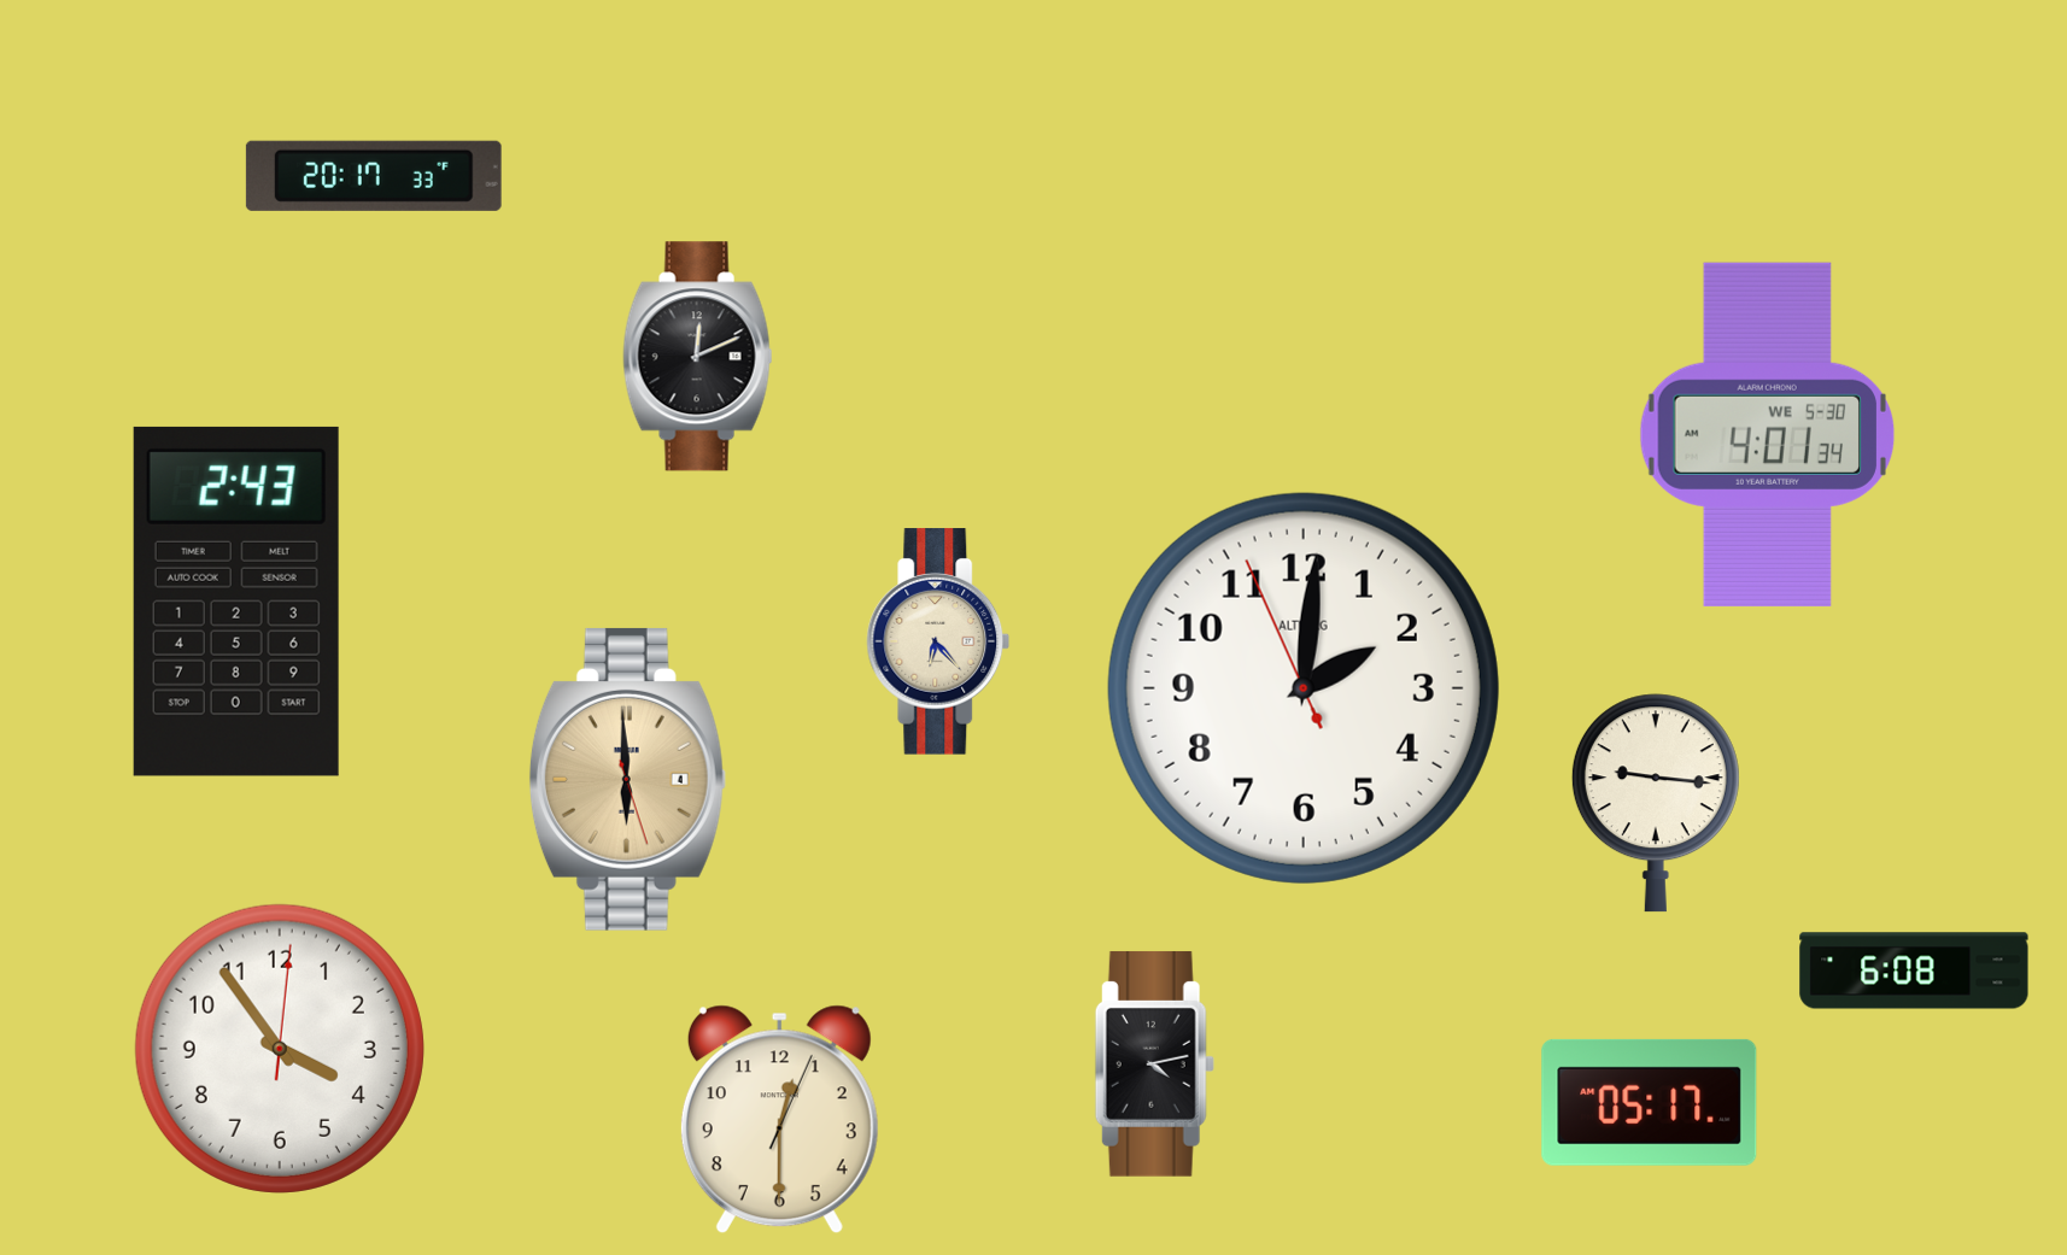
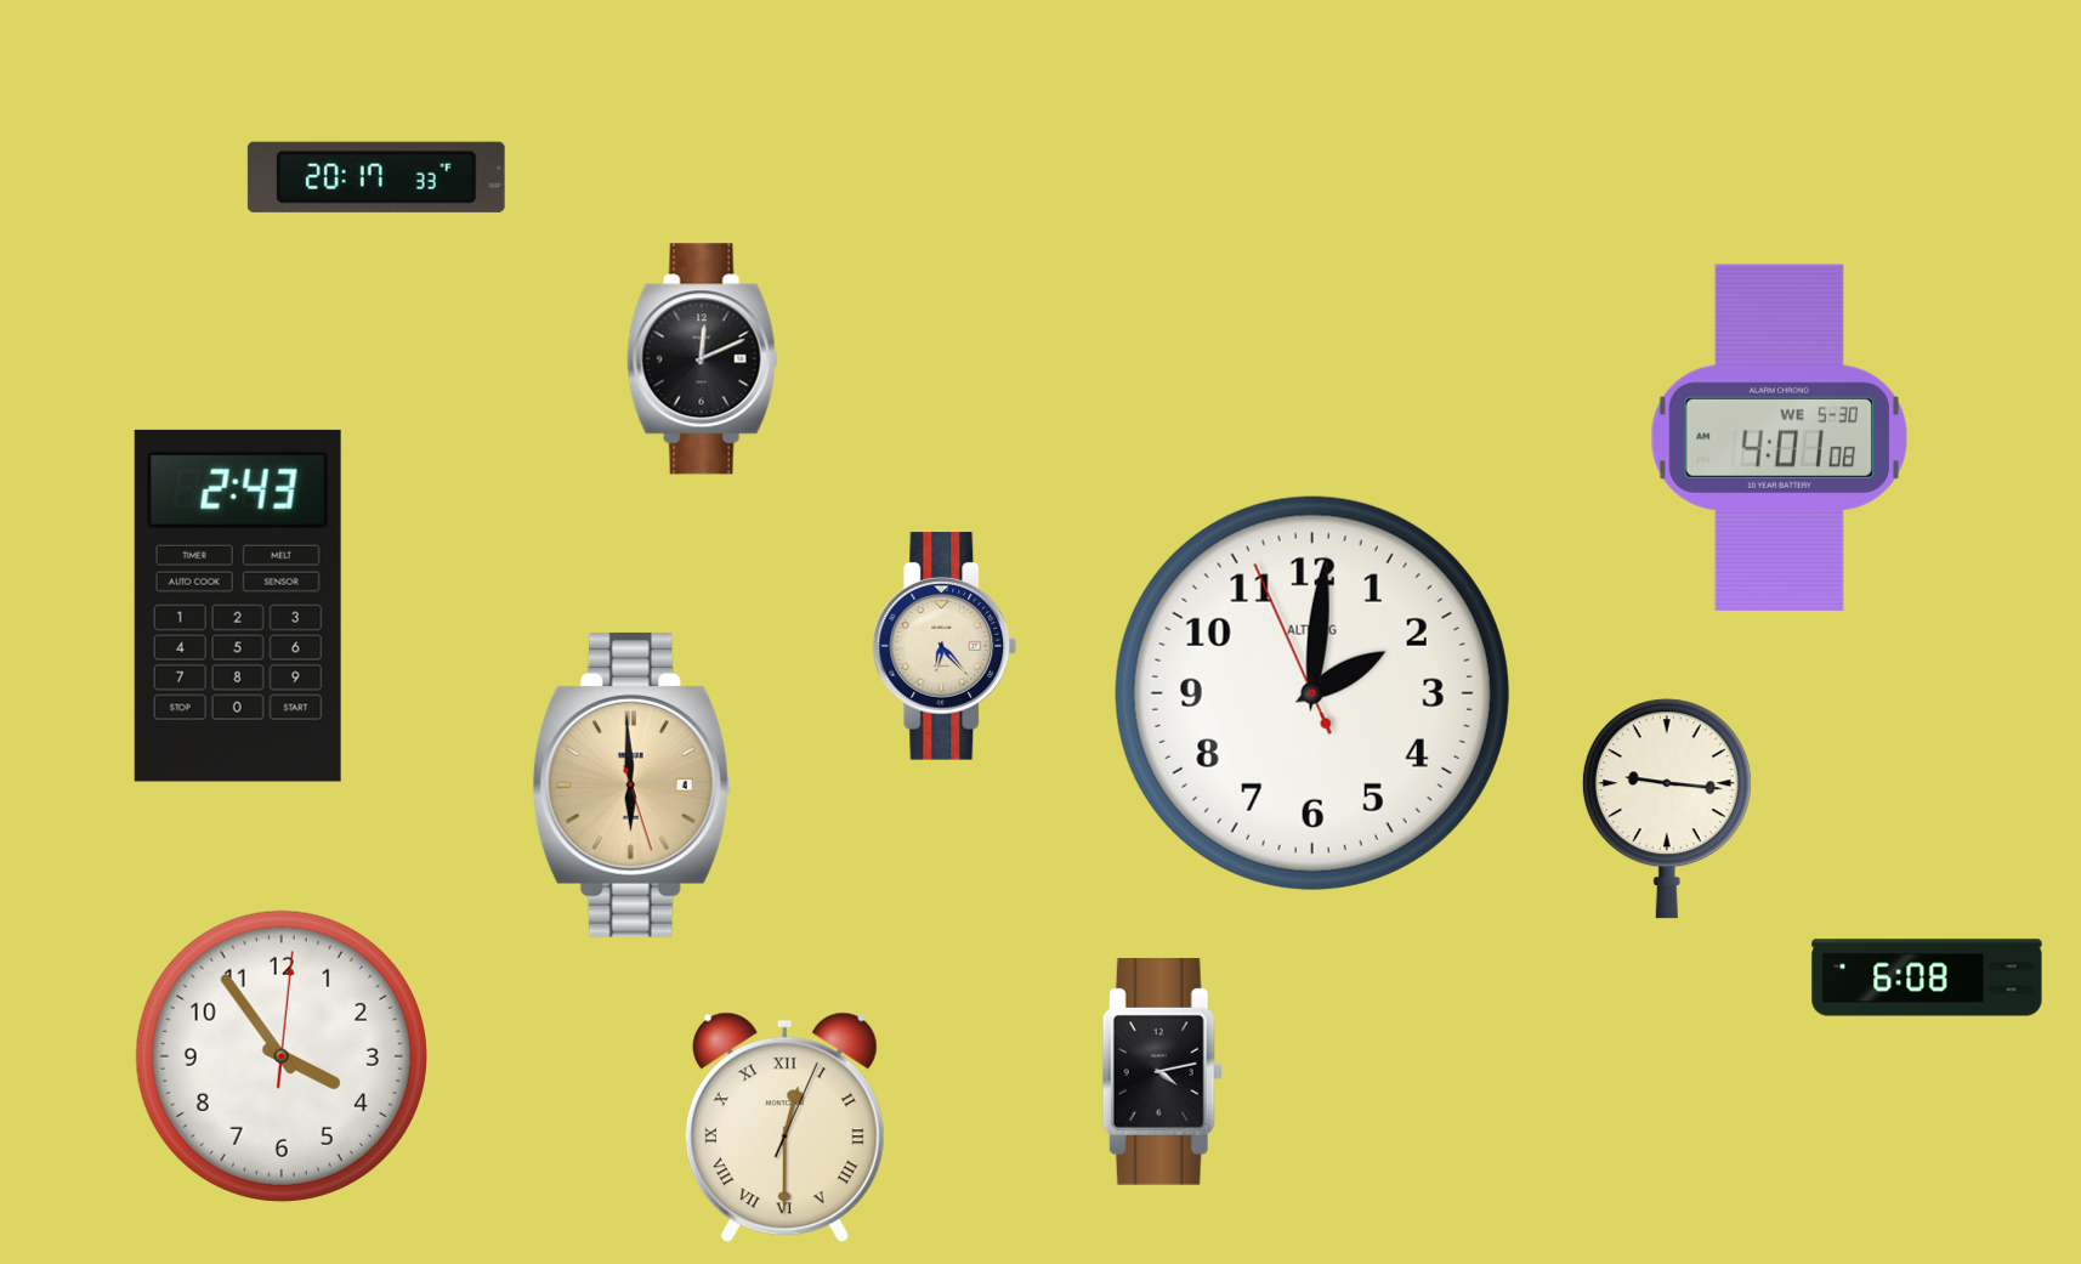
clock at (1767, 434): 4:01:34 -> 4:01:08
clock at (1650, 1102): 05:17 -> none
clock at (779, 1120) numerals: Arabic -> Roman
